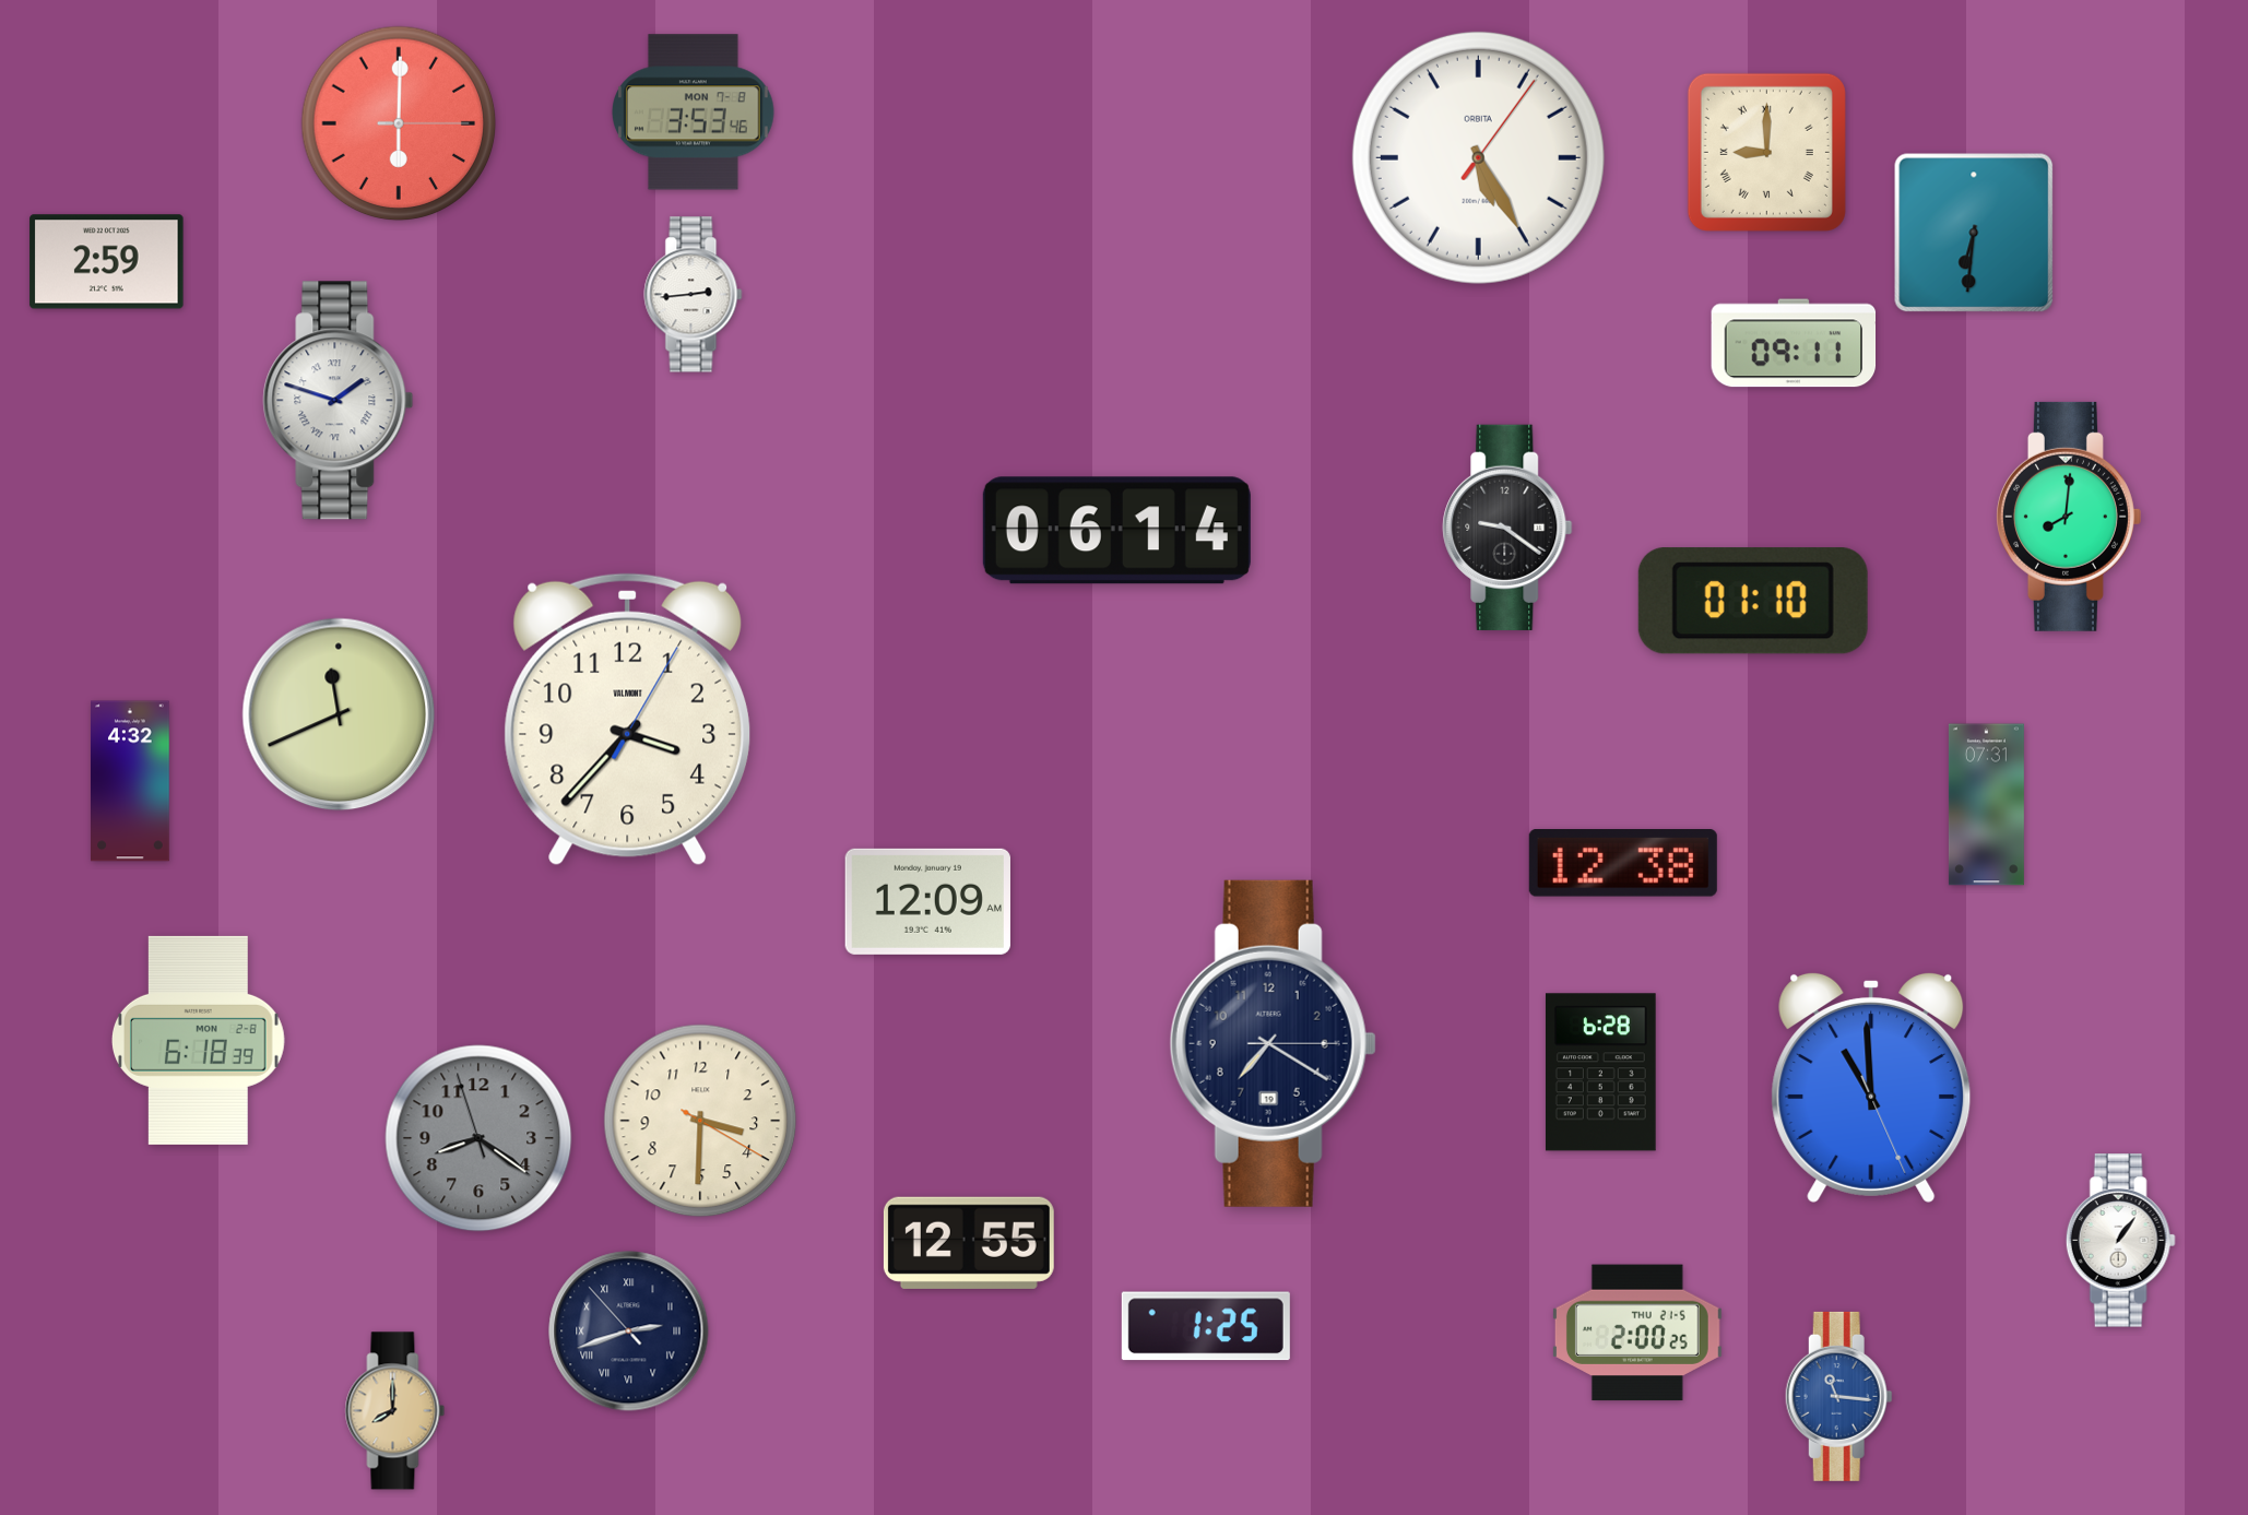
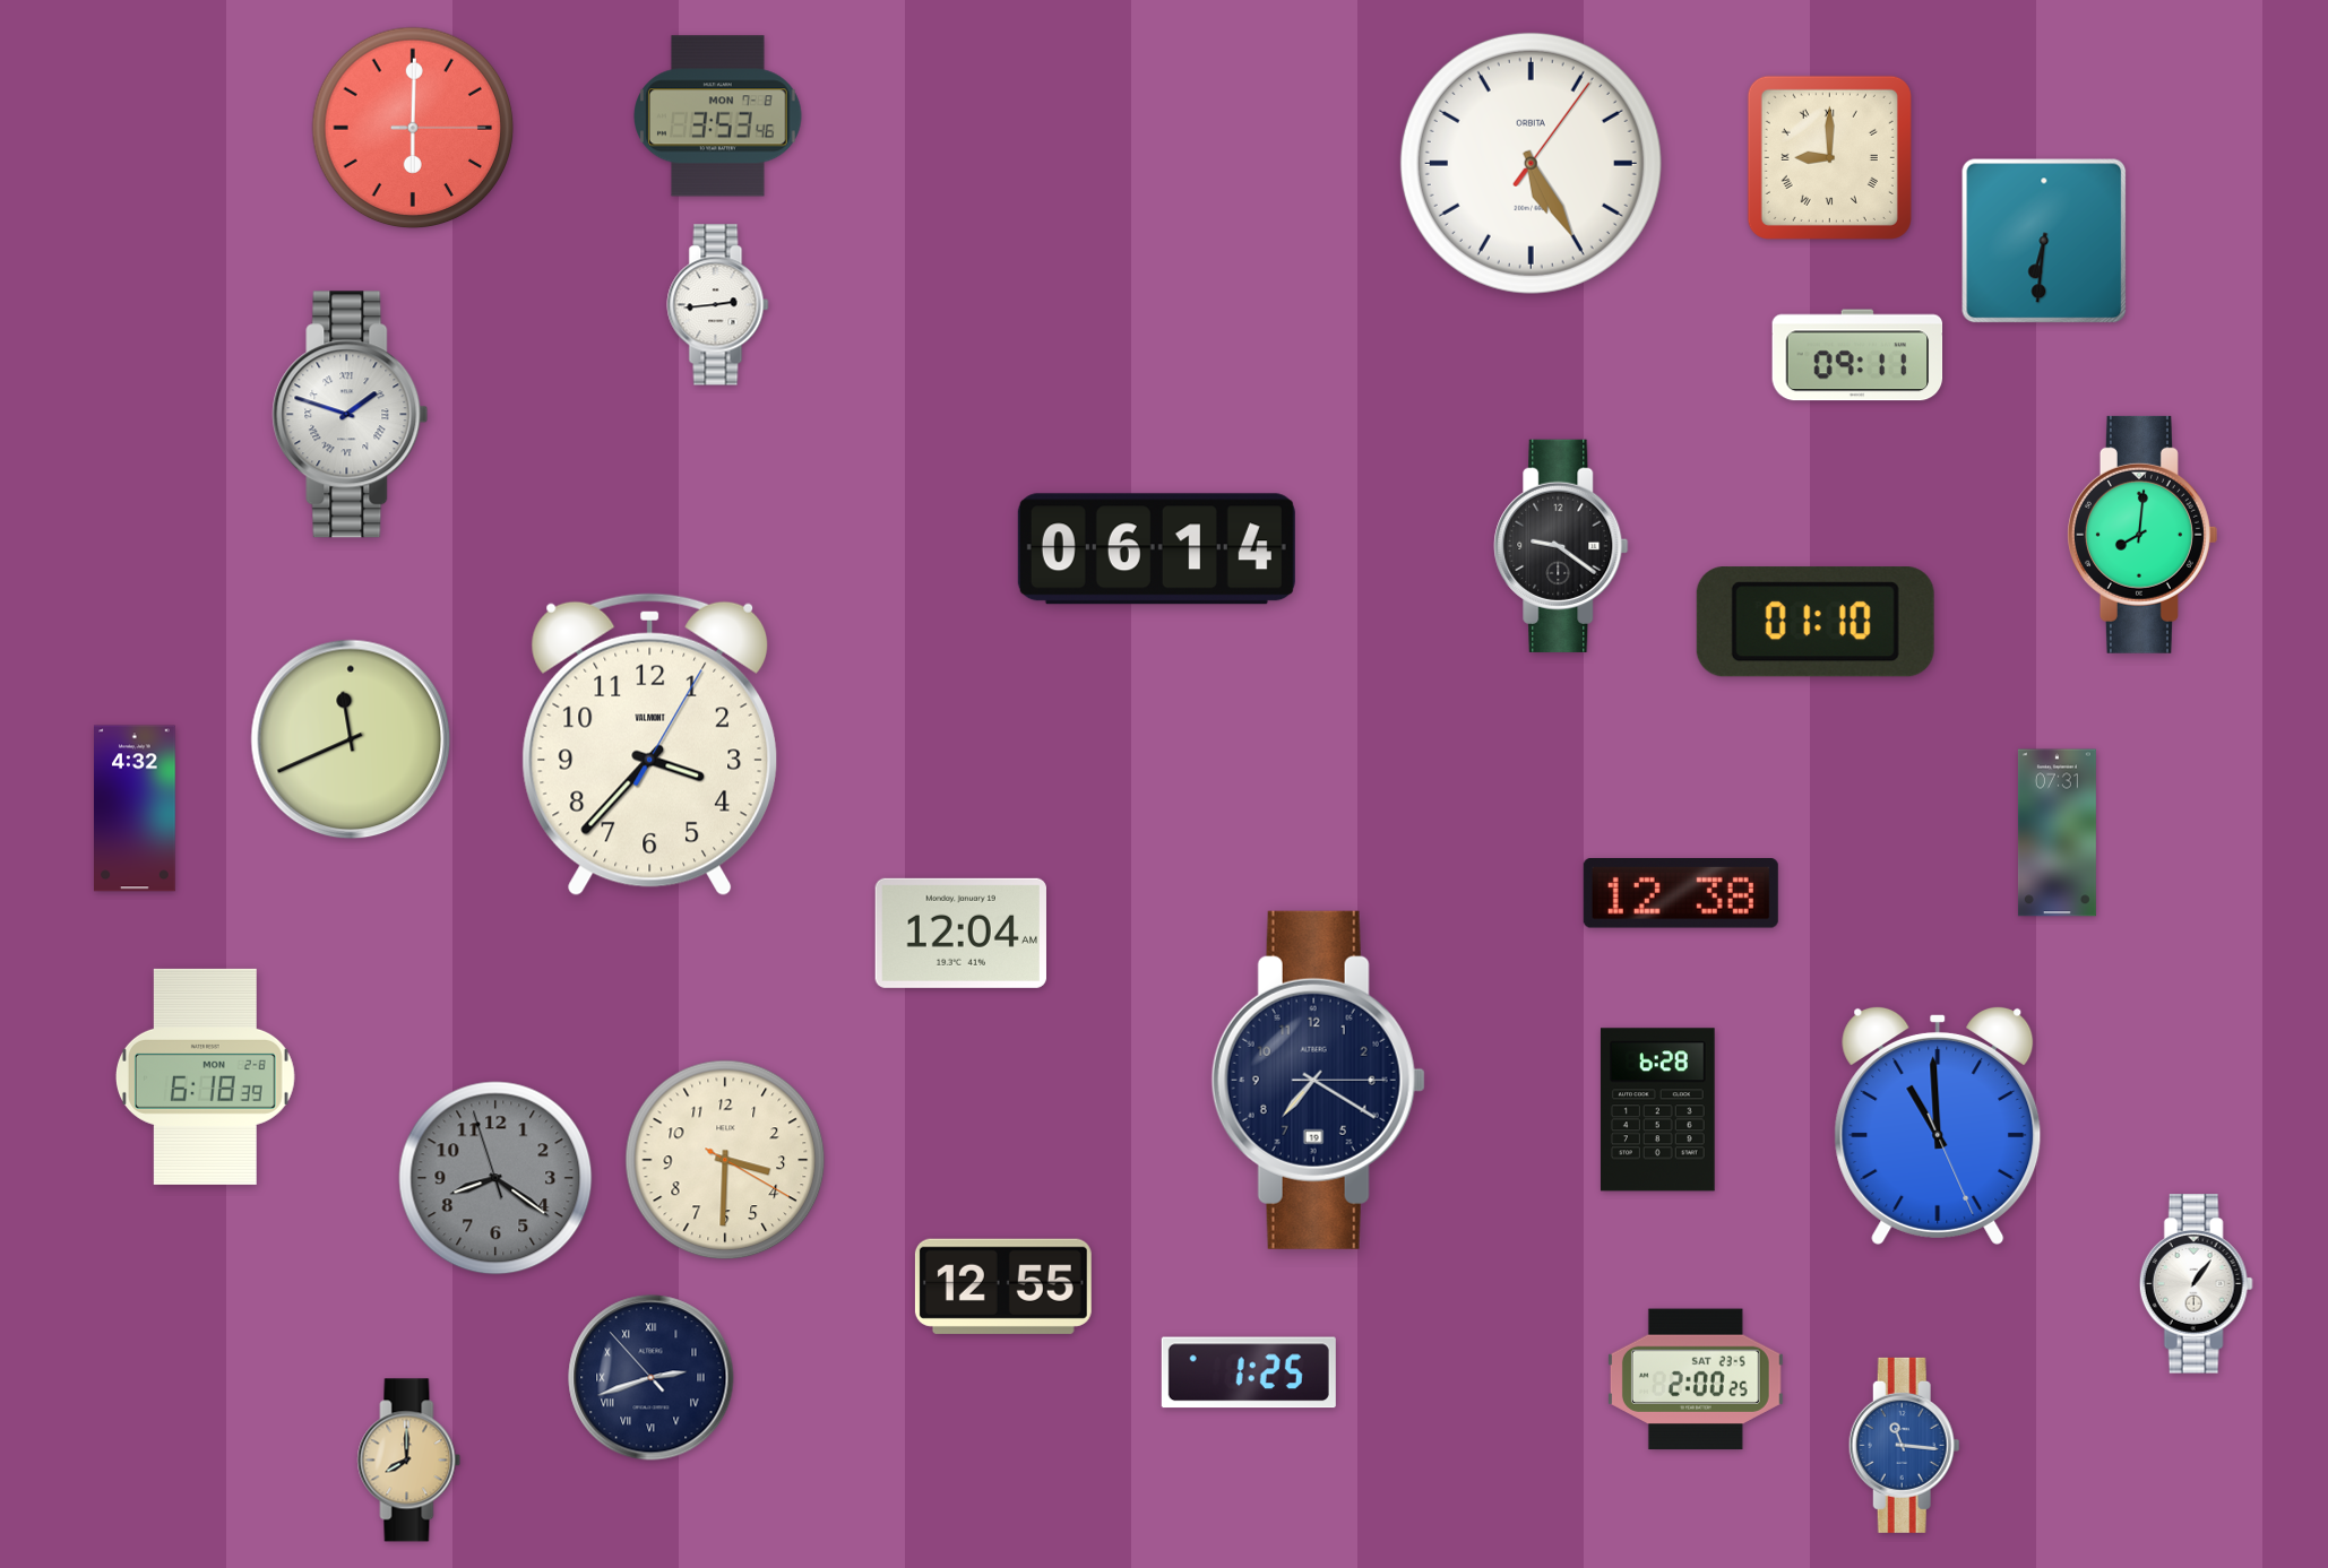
clock at (107, 262): 2:59 -> none
clock at (927, 901): 12:09 -> 12:04
clock at (1637, 1333) date: THU 21-5 -> SAT 23-5
